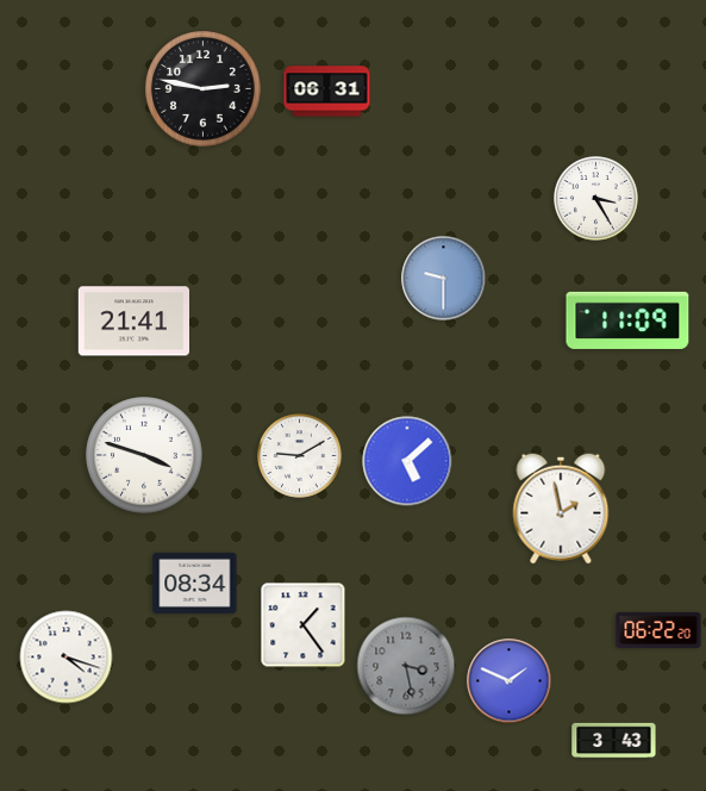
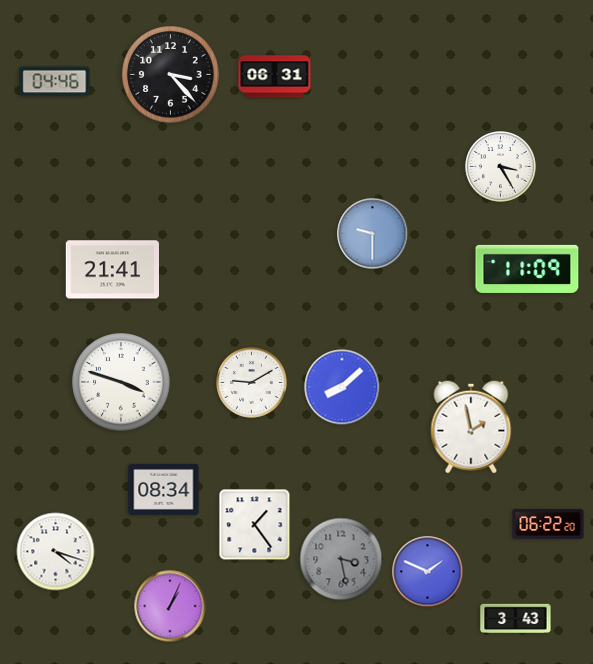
clock at (204, 89): 2:47 -> 3:23
clock at (55, 82): none -> 04:46
clock at (407, 461): 5:08 -> 8:08
clock at (658, 630) position: (658, 630) -> (548, 524)
clock at (170, 606): none -> 1:04
clock at (614, 741) position: (614, 741) -> (516, 619)
